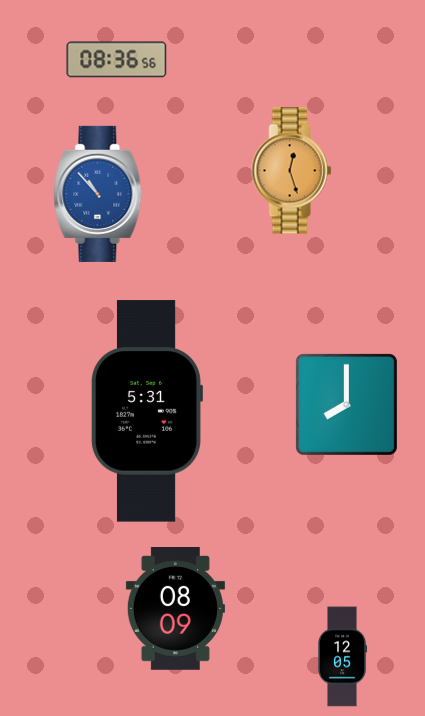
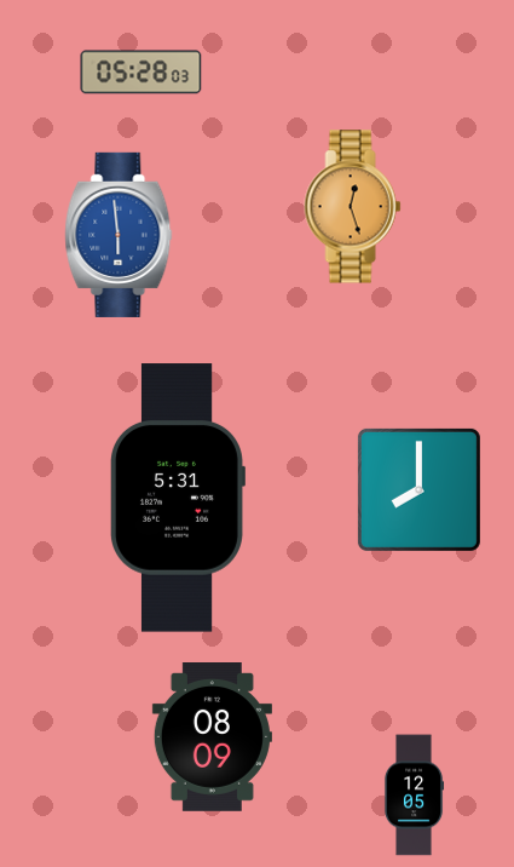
clock at (117, 60): 08:36 -> 05:28
clock at (98, 194): 10:53 -> 5:59
